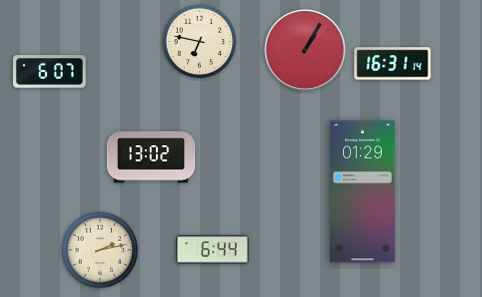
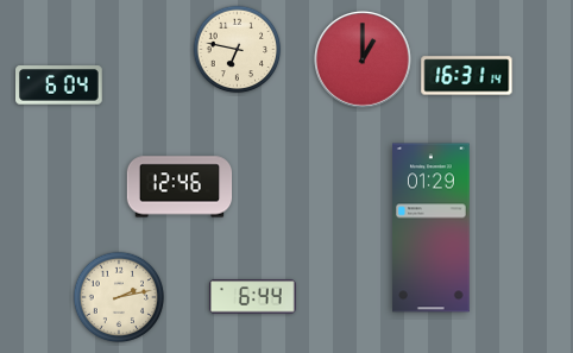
clock at (306, 51): 1:05 -> 1:00
clock at (50, 72): 6:07 -> 6:04
clock at (151, 157): 13:02 -> 12:46
